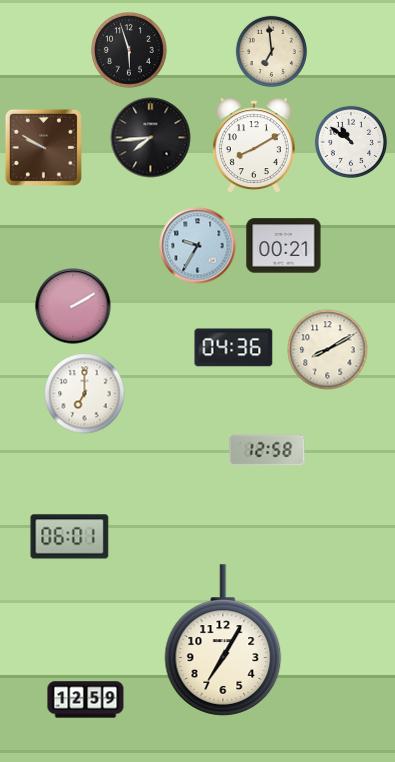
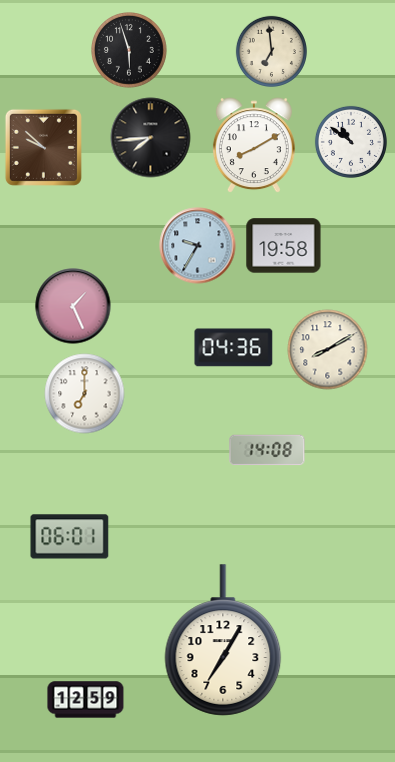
clock at (43, 147): 9:50 -> 9:52
clock at (284, 246): 00:21 -> 19:58
clock at (73, 306): 2:10 -> 1:26
clock at (267, 450): 12:58 -> 14:08
